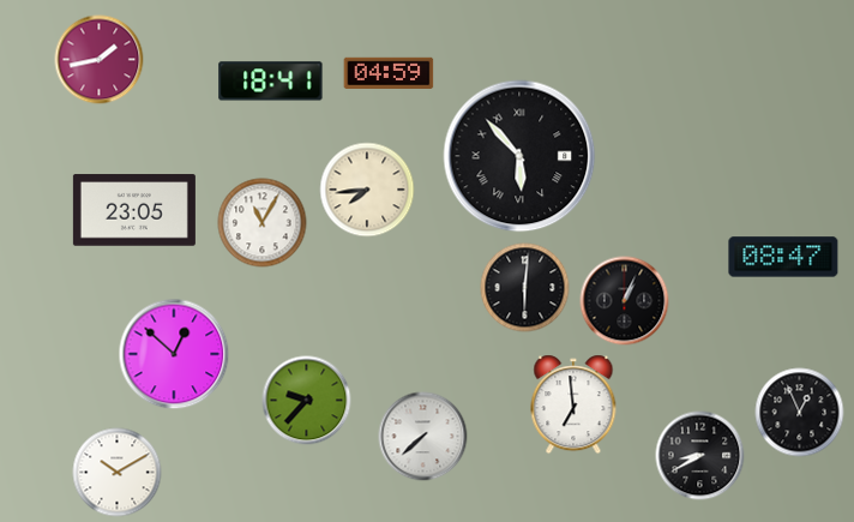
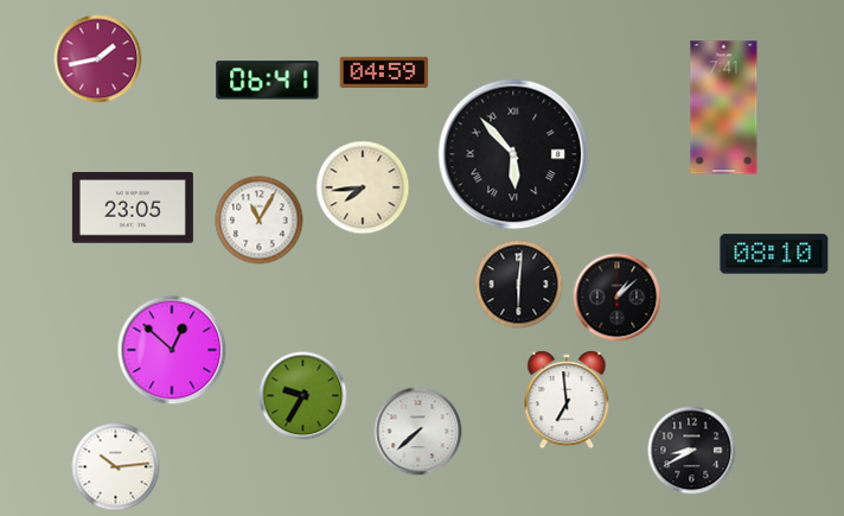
clock at (271, 82): 18:41 -> 06:41
clock at (724, 108): none -> 7:41
clock at (783, 257): 08:47 -> 08:10
clock at (625, 301): 1:04 -> 1:08
clock at (307, 401): 9:37 -> 9:35
clock at (800, 413): 12:56 -> none
clock at (118, 473): 10:10 -> 10:14
